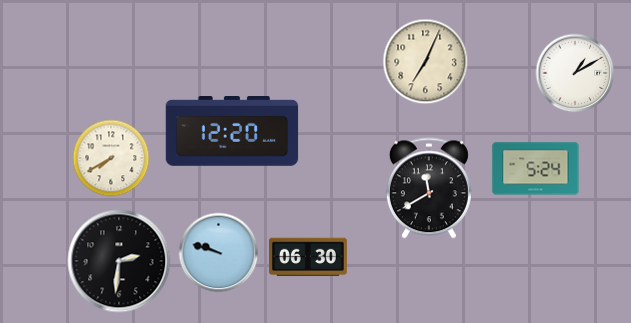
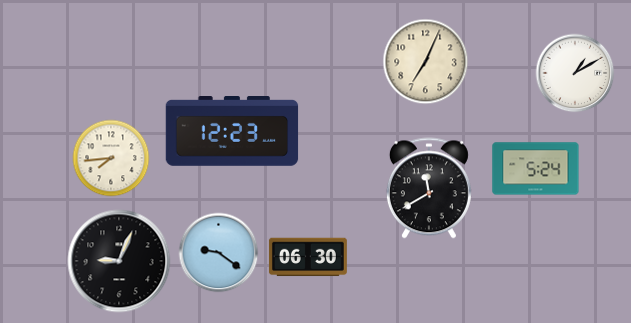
clock at (232, 132): 12:20 -> 12:23
clock at (111, 158): 7:40 -> 7:44
clock at (219, 253): 9:48 -> 9:21
clock at (119, 261): 2:31 -> 9:04
